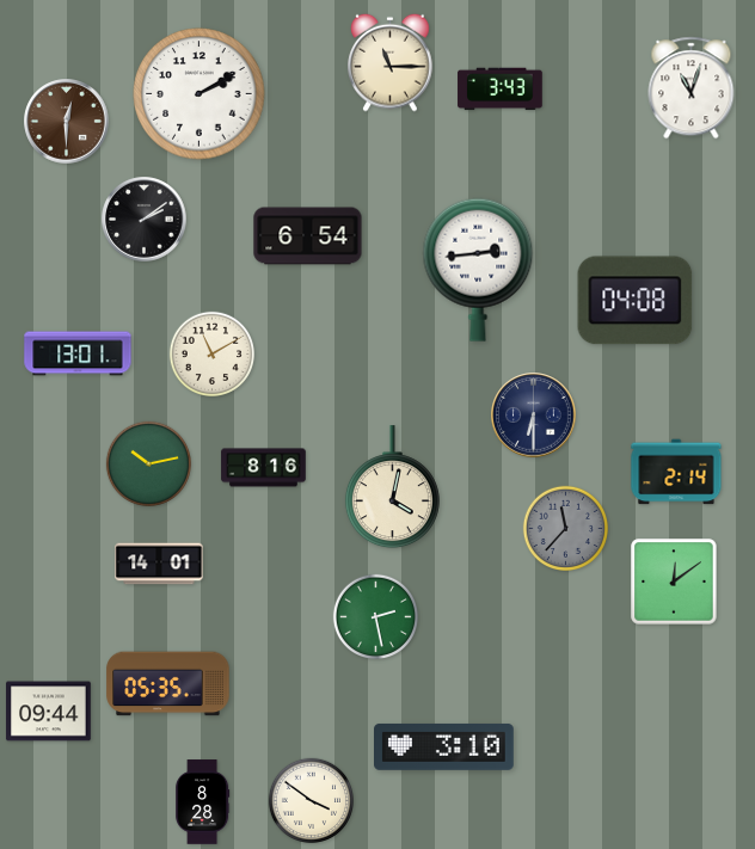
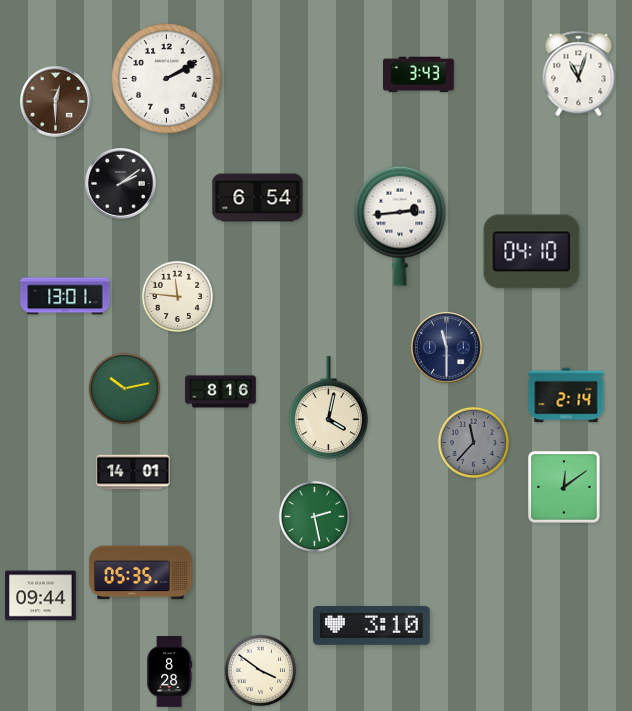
clock at (391, 62): 11:15 -> none
clock at (636, 301): 04:08 -> 04:10
clock at (211, 353): 11:10 -> 11:46
clock at (534, 416): 6:30 -> 11:30
